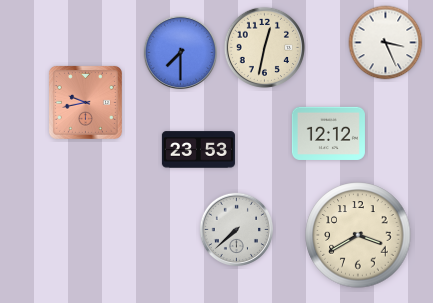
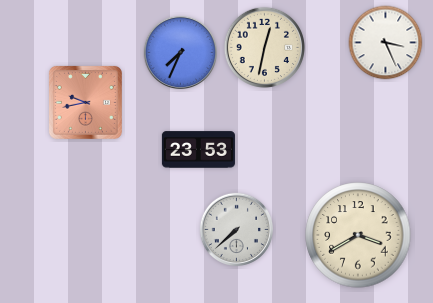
clock at (181, 53): 7:30 -> 7:34
clock at (328, 133): 12:12 -> none
